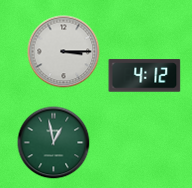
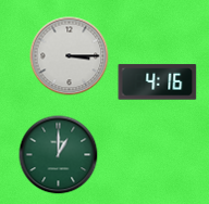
clock at (145, 76): 4:12 -> 4:16
clock at (54, 143): 12:58 -> 1:00
